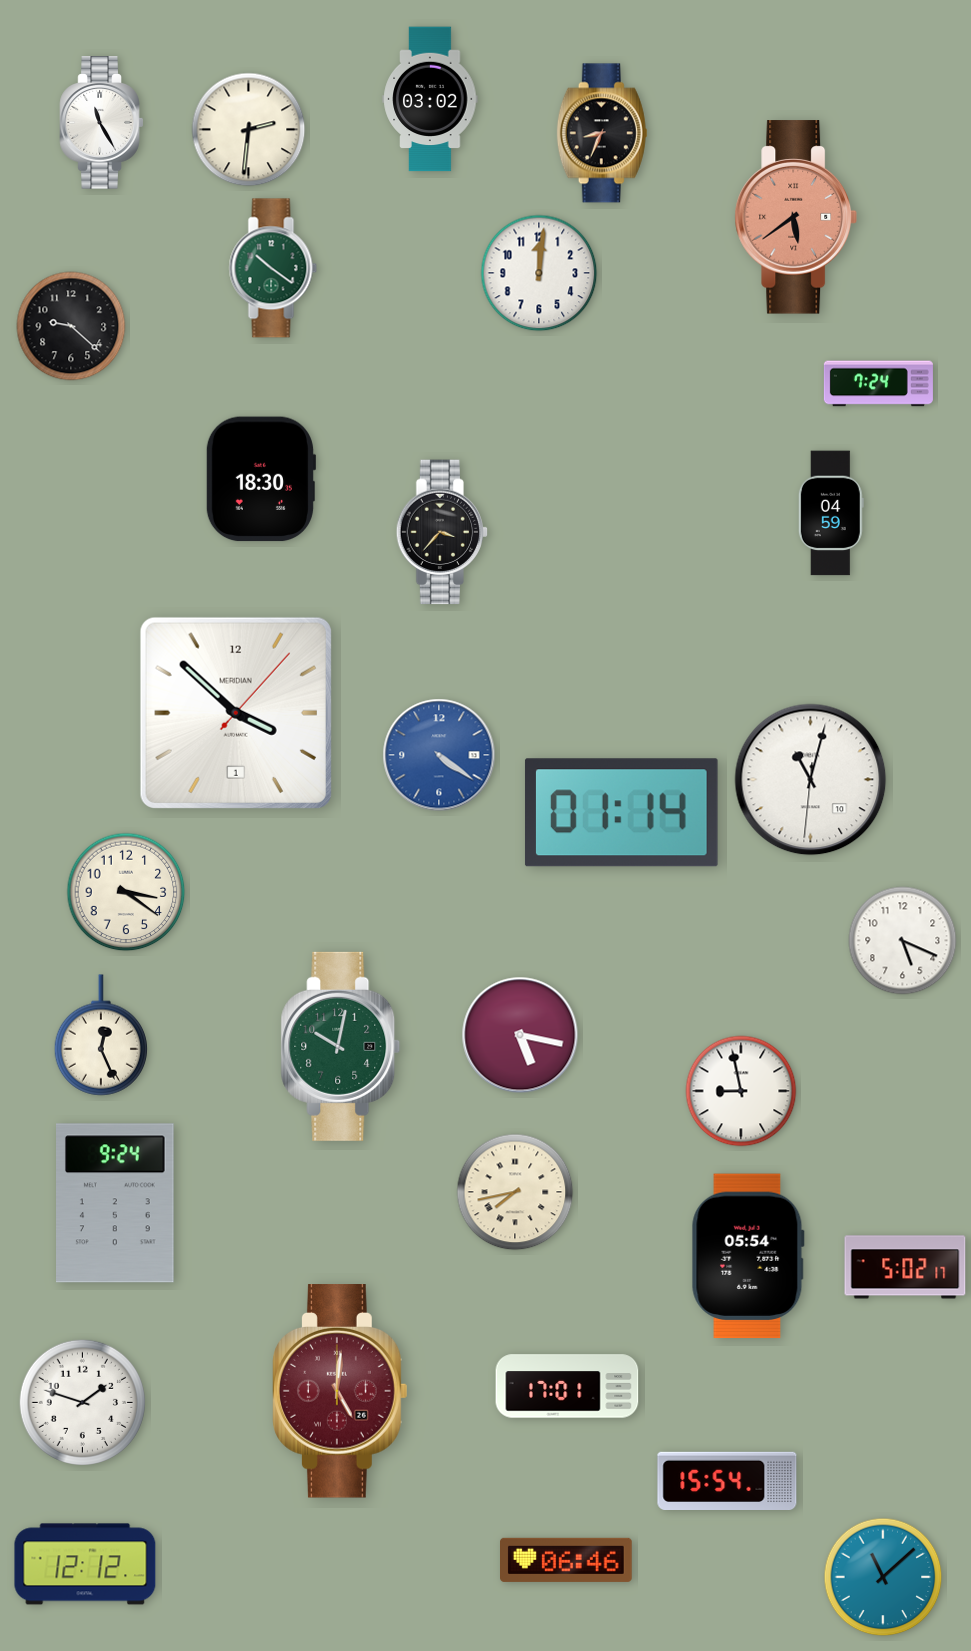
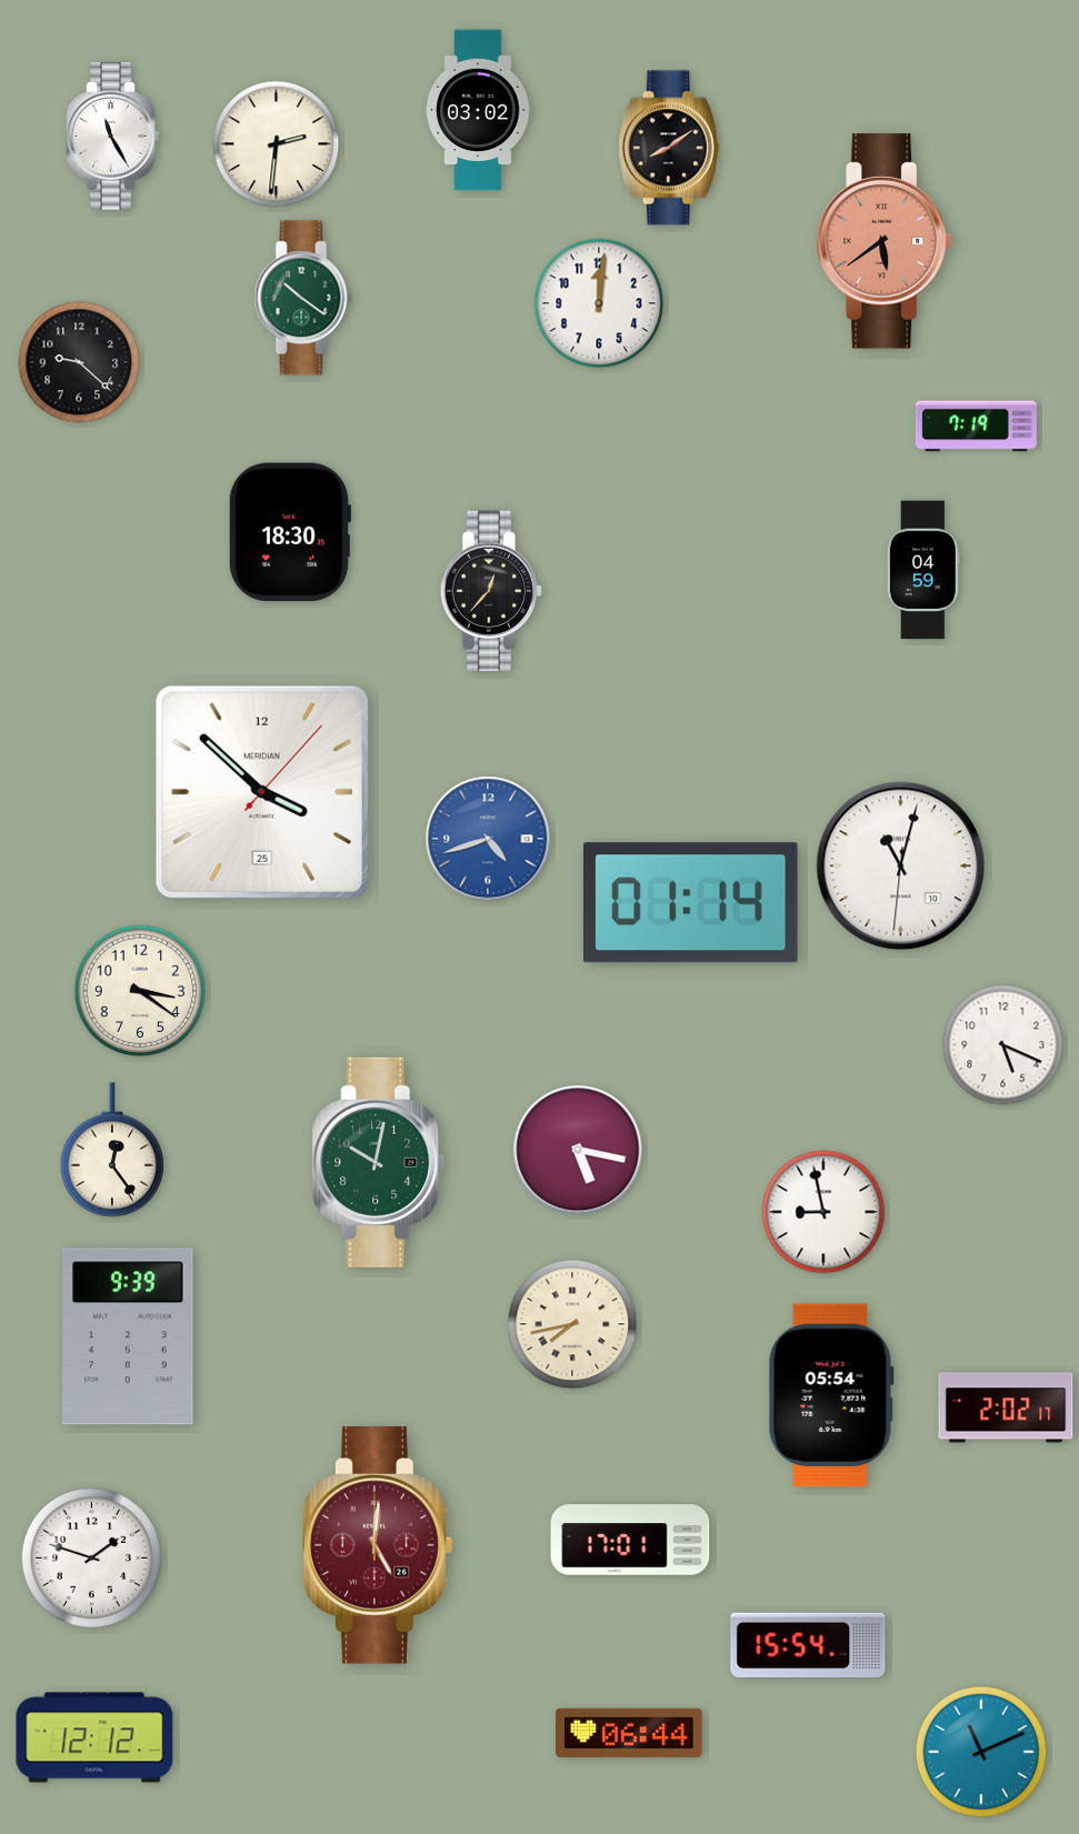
clock at (602, 133): 8:34 -> 8:09
clock at (878, 384): 7:24 -> 7:19
clock at (442, 532): 3:37 -> 12:37
clock at (236, 713) date: 1 -> 25
clock at (439, 755): 4:21 -> 4:42
clock at (100, 1035): 12:26 -> 12:24
clock at (116, 1203): 9:24 -> 9:39
clock at (905, 1267): 5:02 -> 2:02
clock at (567, 1560): 06:46 -> 06:44
clock at (883, 1577): 11:08 -> 11:11
